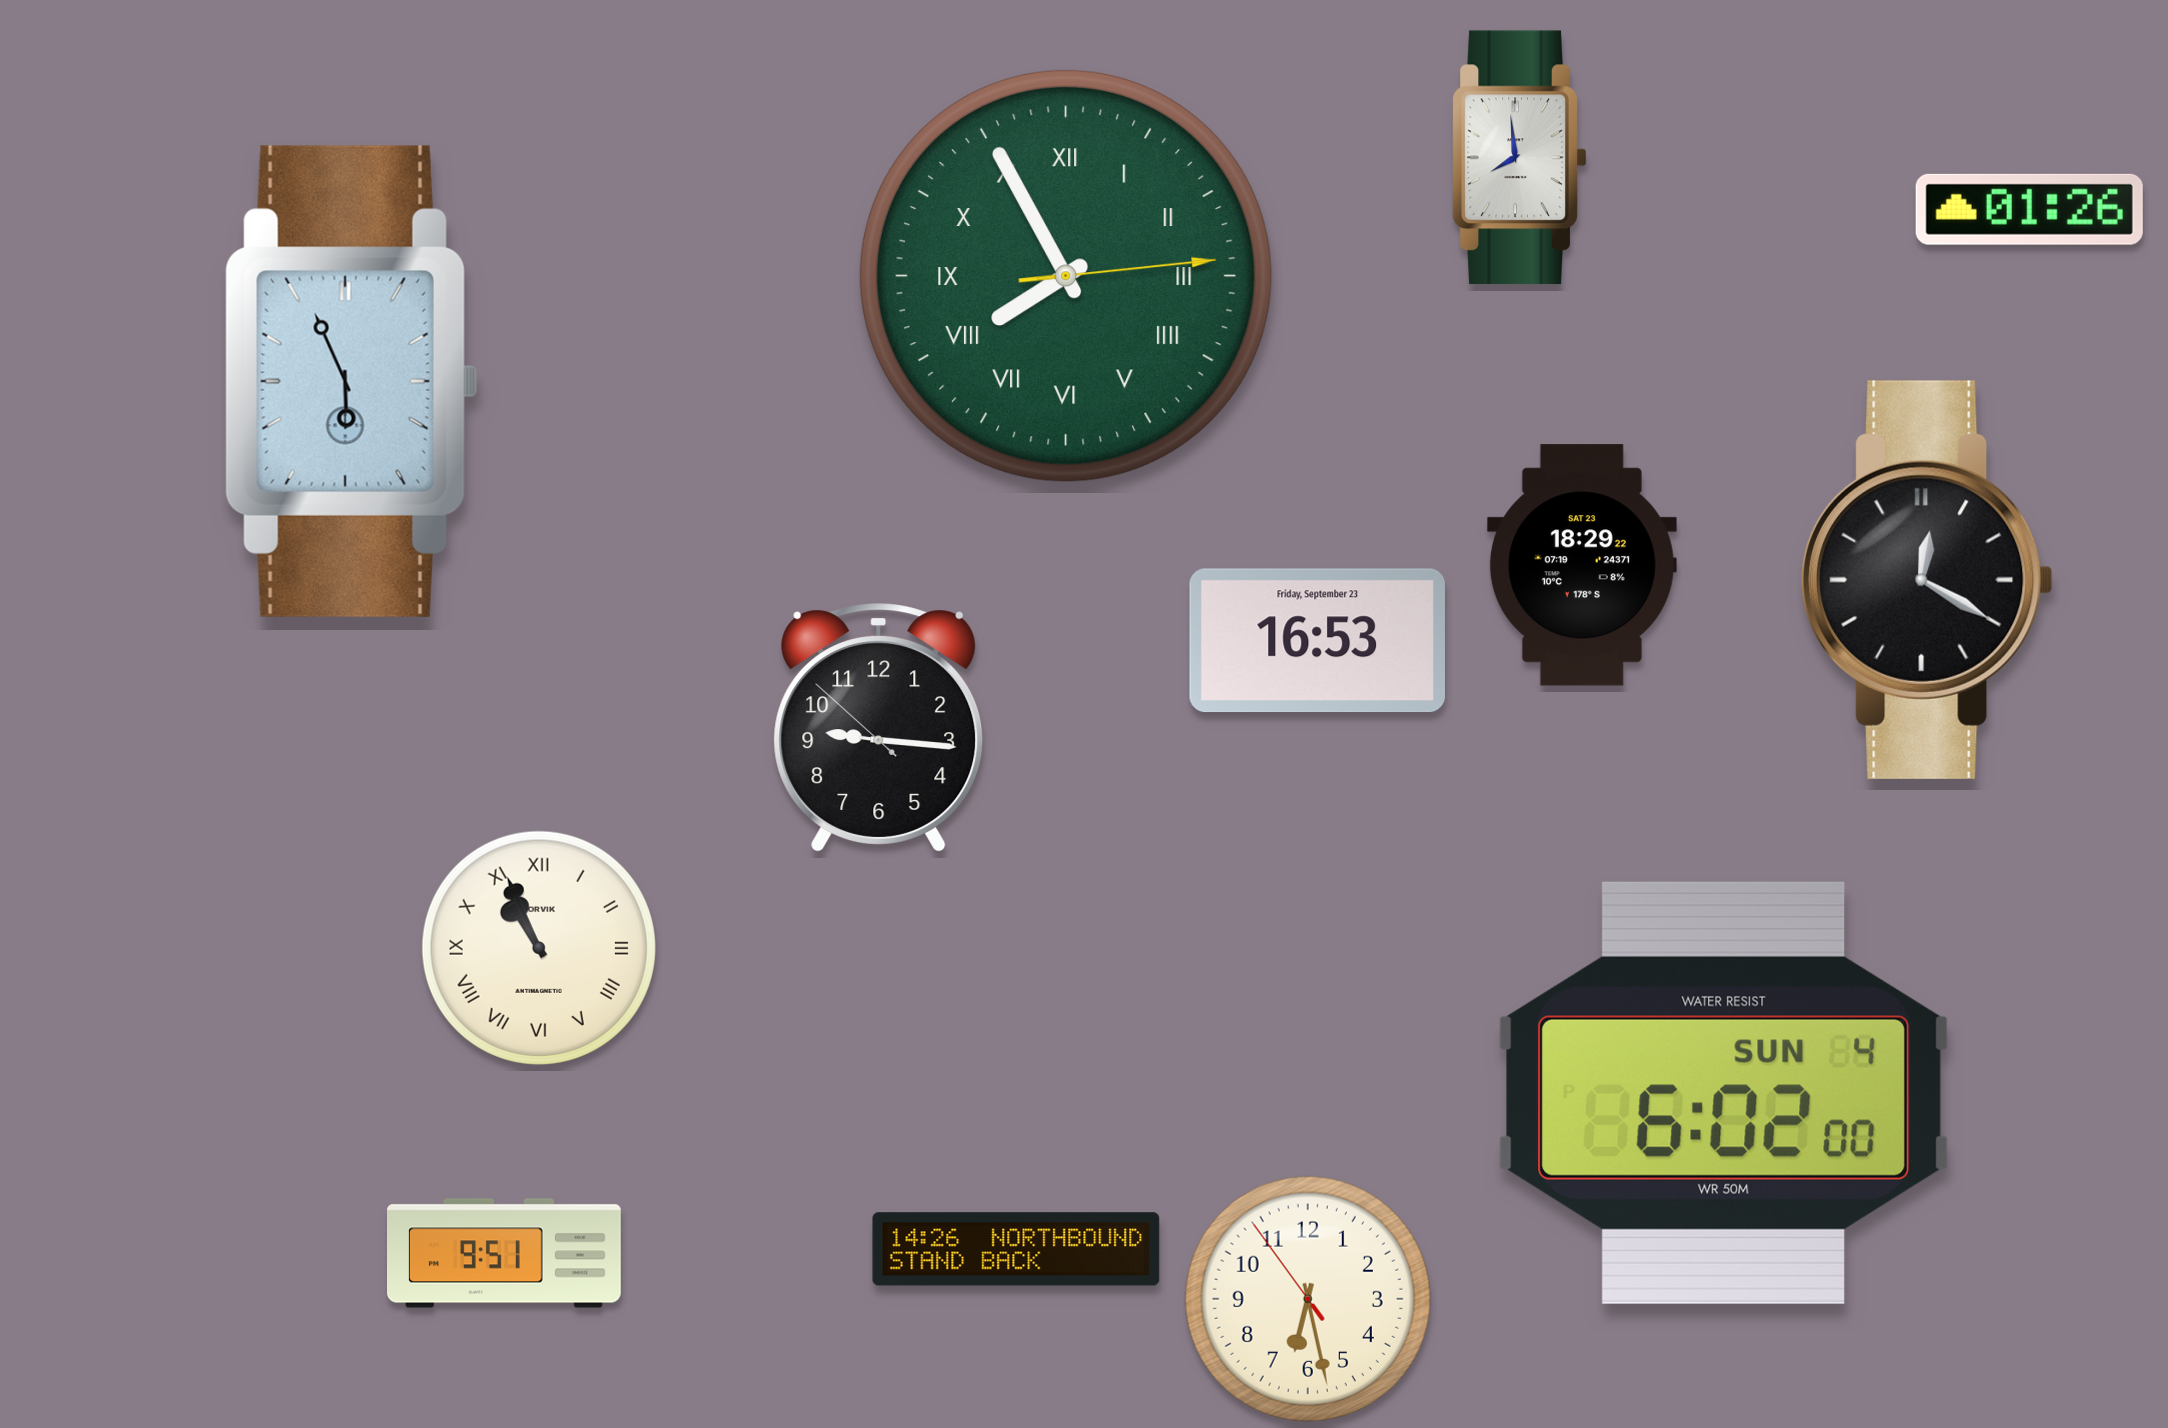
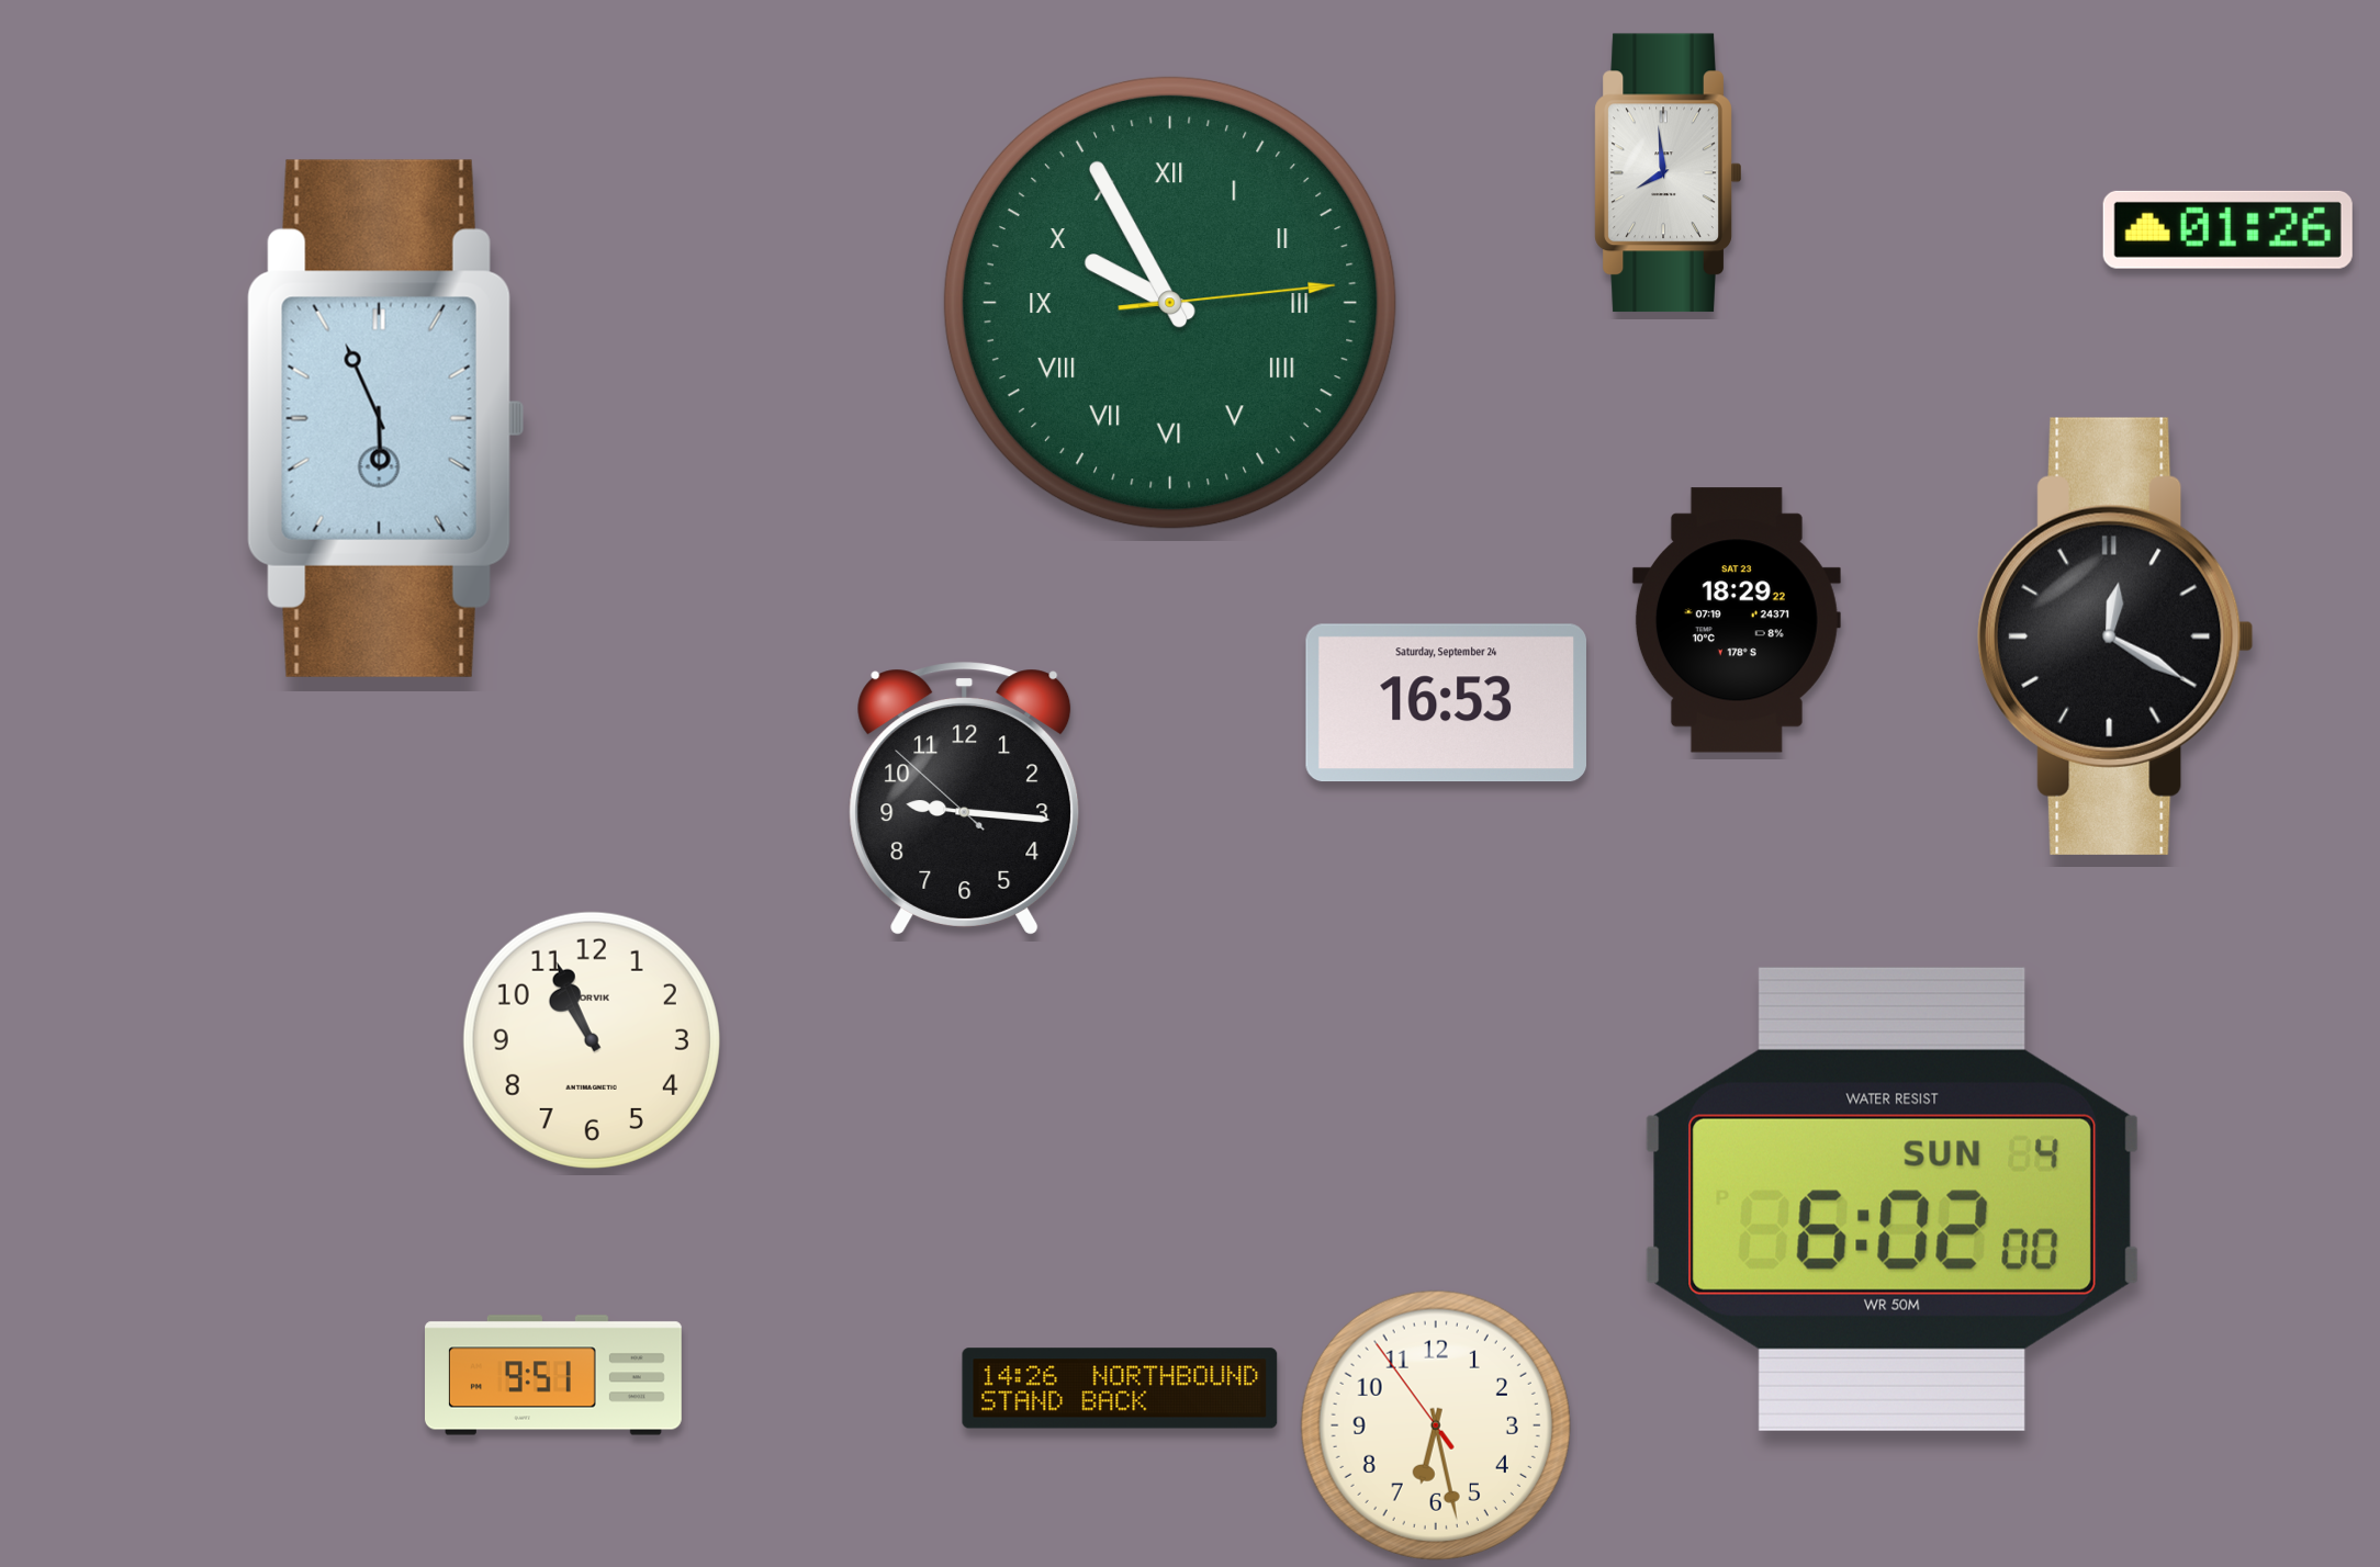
clock at (1066, 276): 7:55 -> 9:55
clock at (1317, 641) date: Friday, September 23 -> Saturday, September 24
clock at (539, 948) numerals: Roman -> Arabic
clock at (1016, 1249) position: (1016, 1249) -> (1120, 1388)
